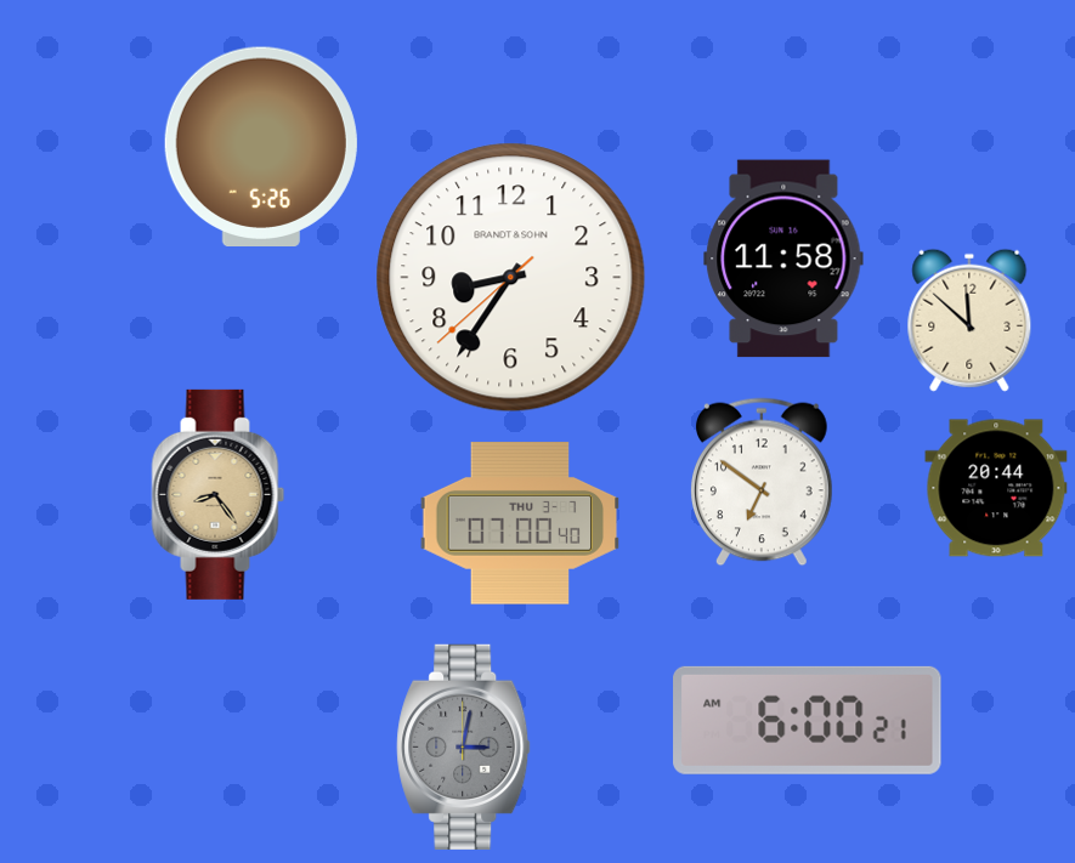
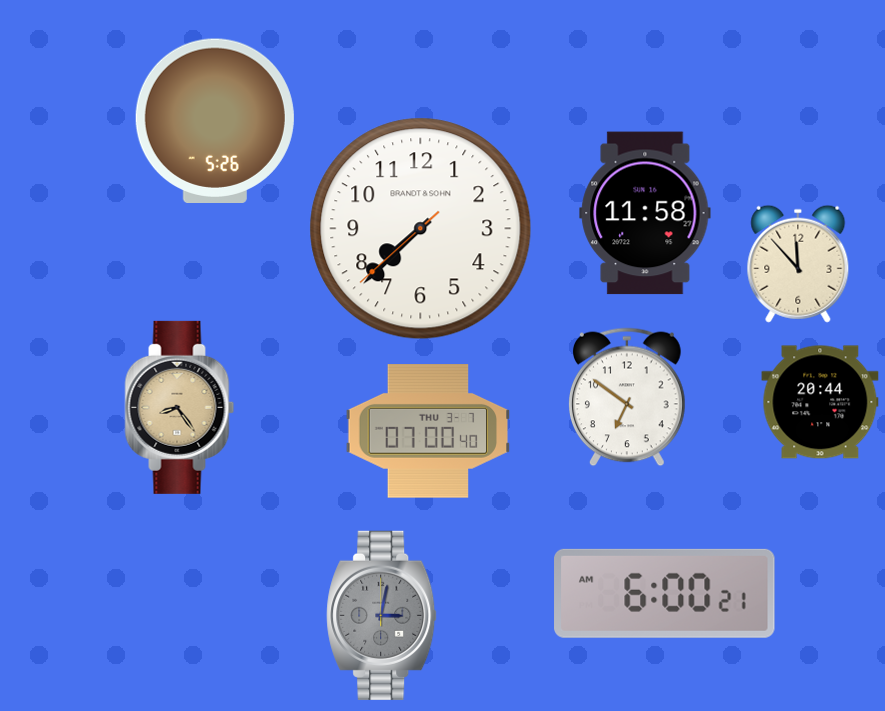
clock at (511, 278): 8:35 -> 7:37
clock at (969, 320): 11:52 -> 11:53
